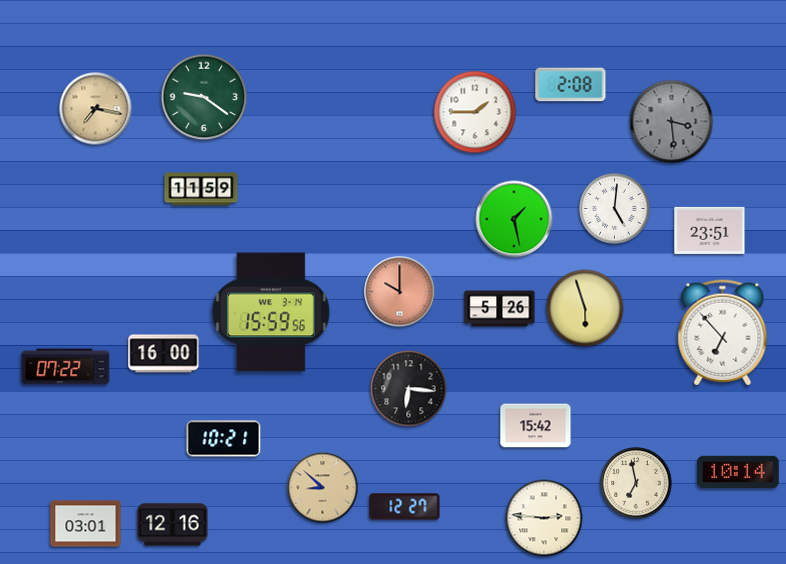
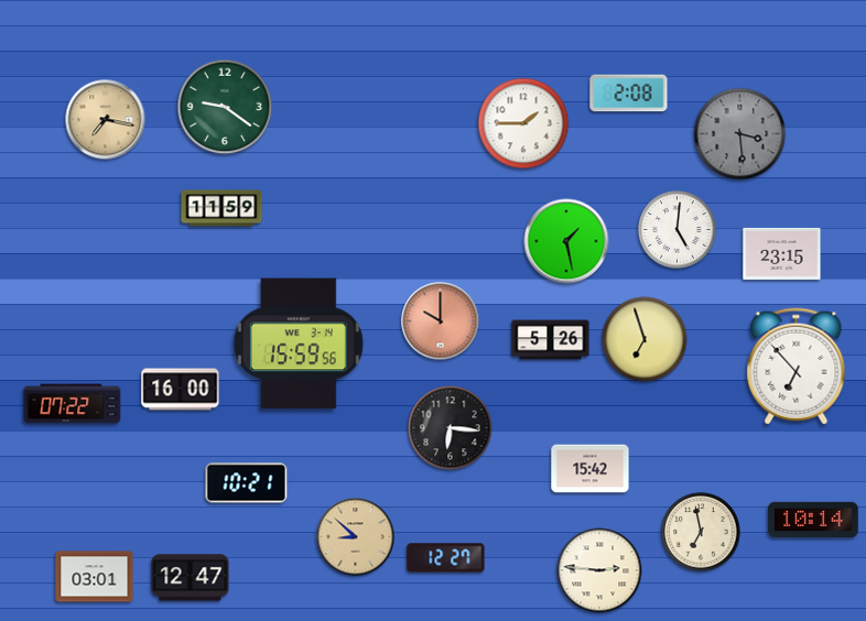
clock at (710, 230): 23:51 -> 23:15
clock at (585, 308): 5:57 -> 6:57
clock at (173, 525): 12:16 -> 12:47
